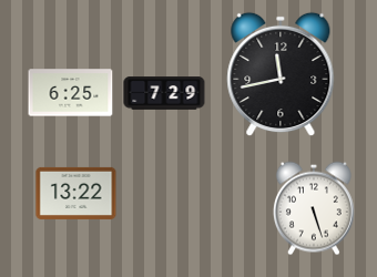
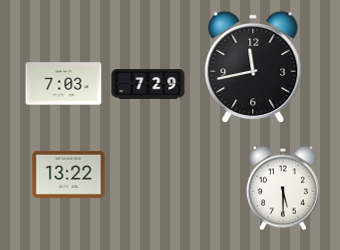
clock at (71, 93): 6:25 -> 7:03
clock at (314, 208): 5:27 -> 5:30
